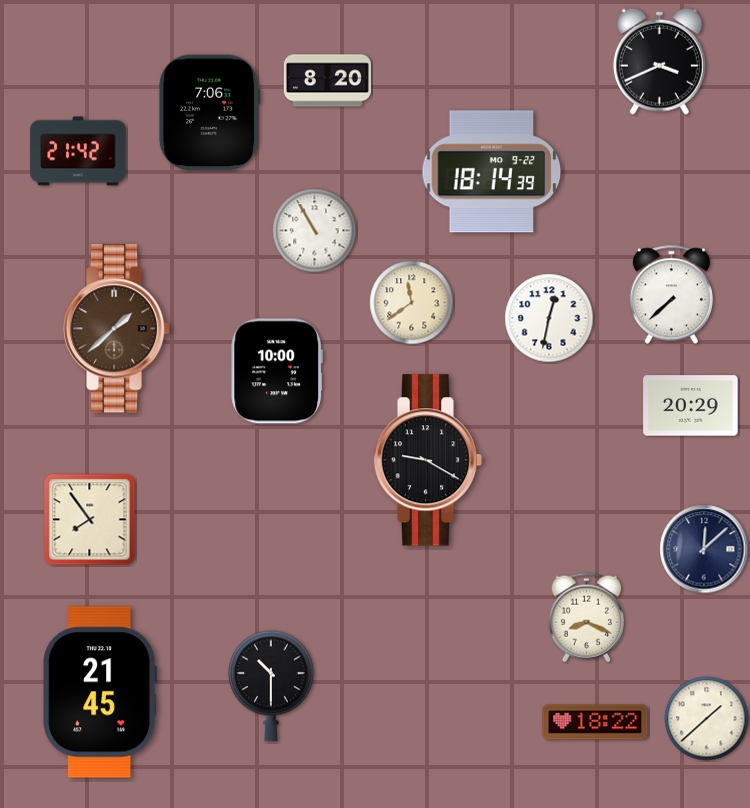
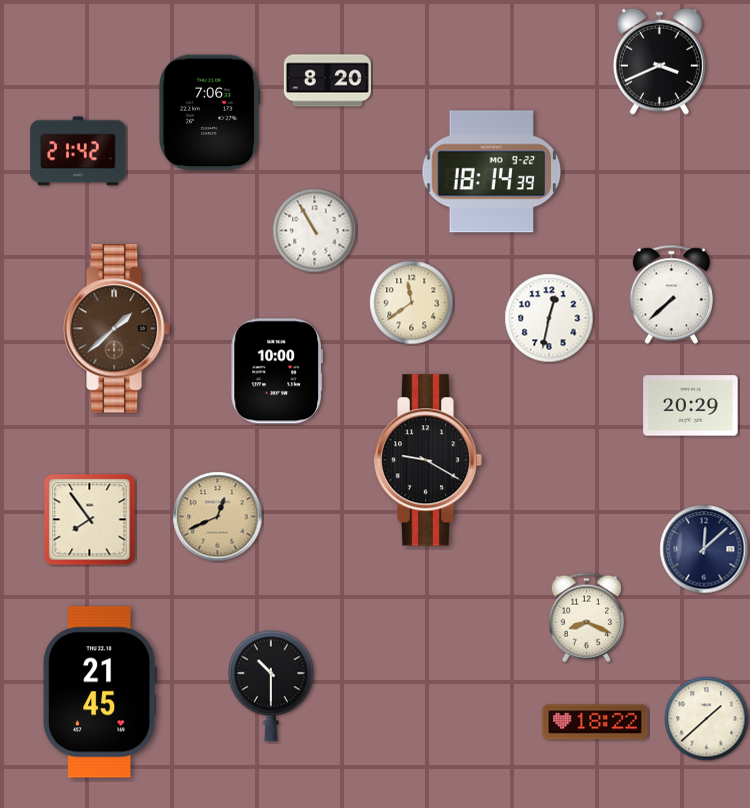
clock at (218, 517): none -> 12:41
